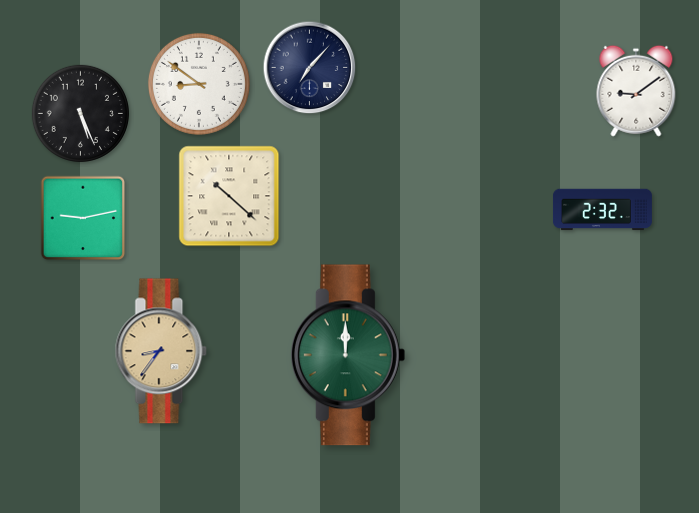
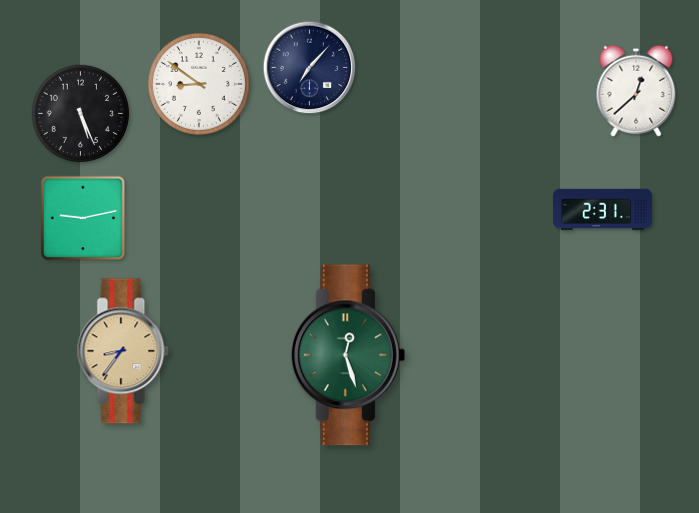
clock at (636, 91): 9:09 -> 12:38
clock at (229, 196): 10:22 -> none
clock at (602, 210): 2:32 -> 2:31
clock at (161, 351) position: (161, 351) -> (123, 351)
clock at (348, 355): 12:00 -> 12:27
